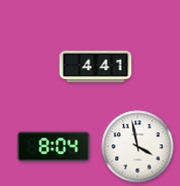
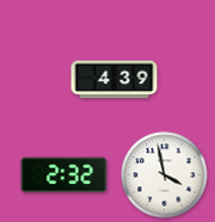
clock at (96, 67): 4:41 -> 4:39
clock at (54, 147): 8:04 -> 2:32
